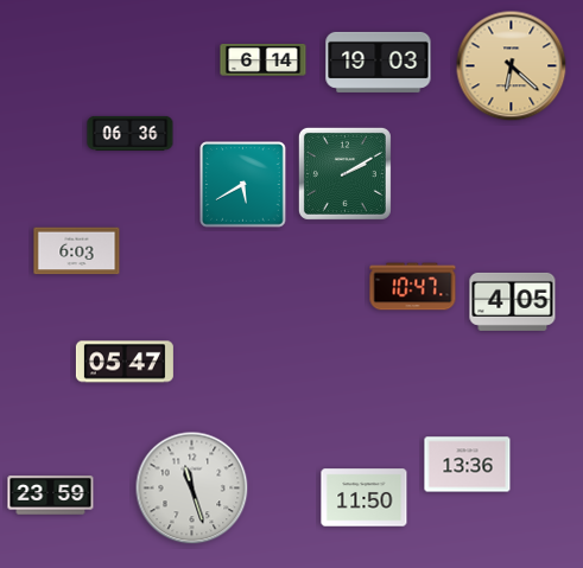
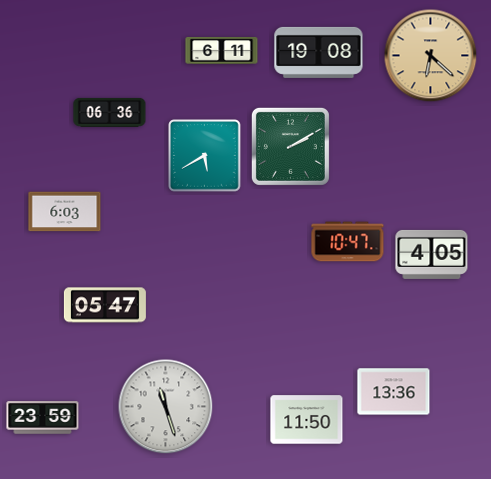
clock at (264, 59): 6:14 -> 6:11
clock at (379, 62): 19:03 -> 19:08
clock at (192, 489) position: (192, 489) -> (166, 407)
